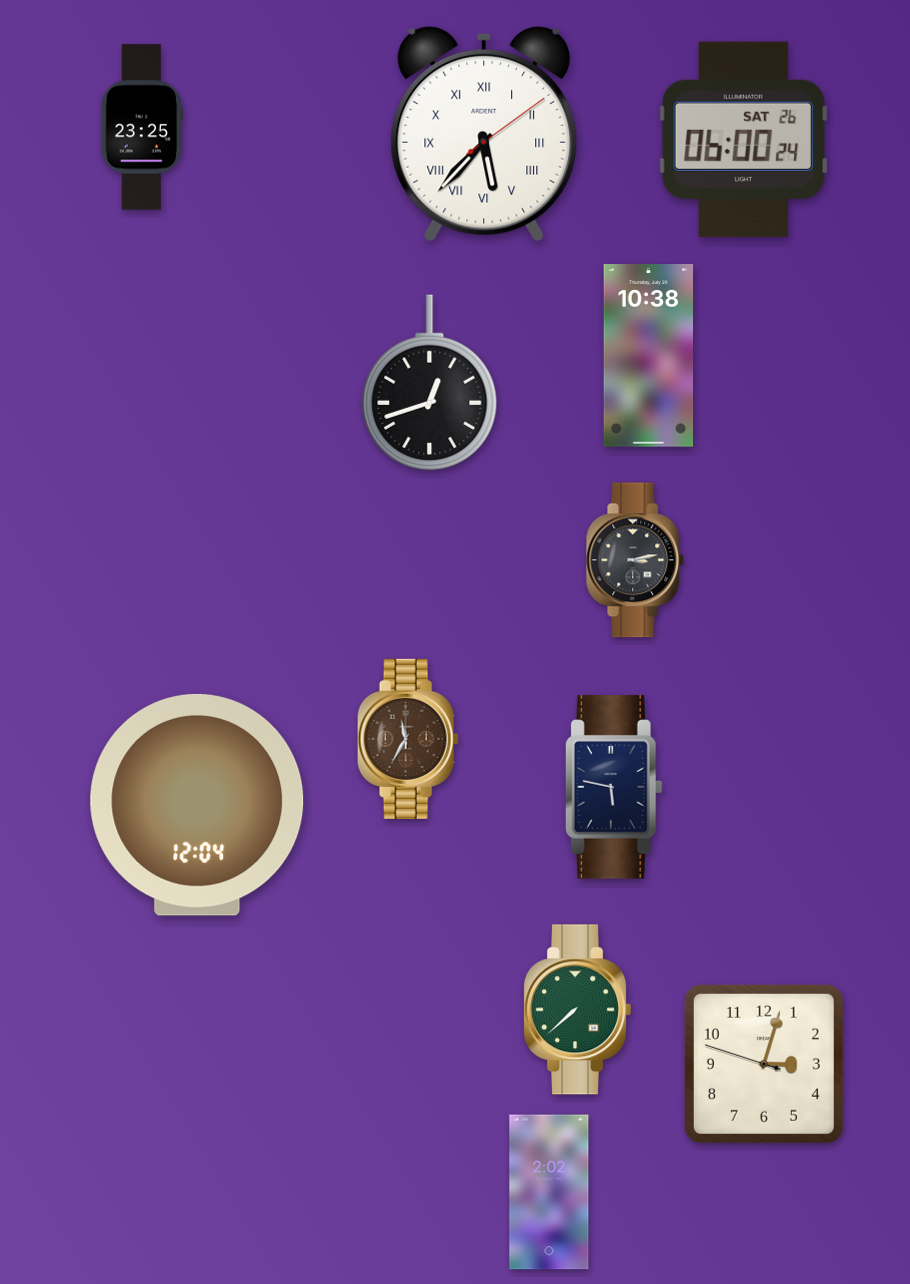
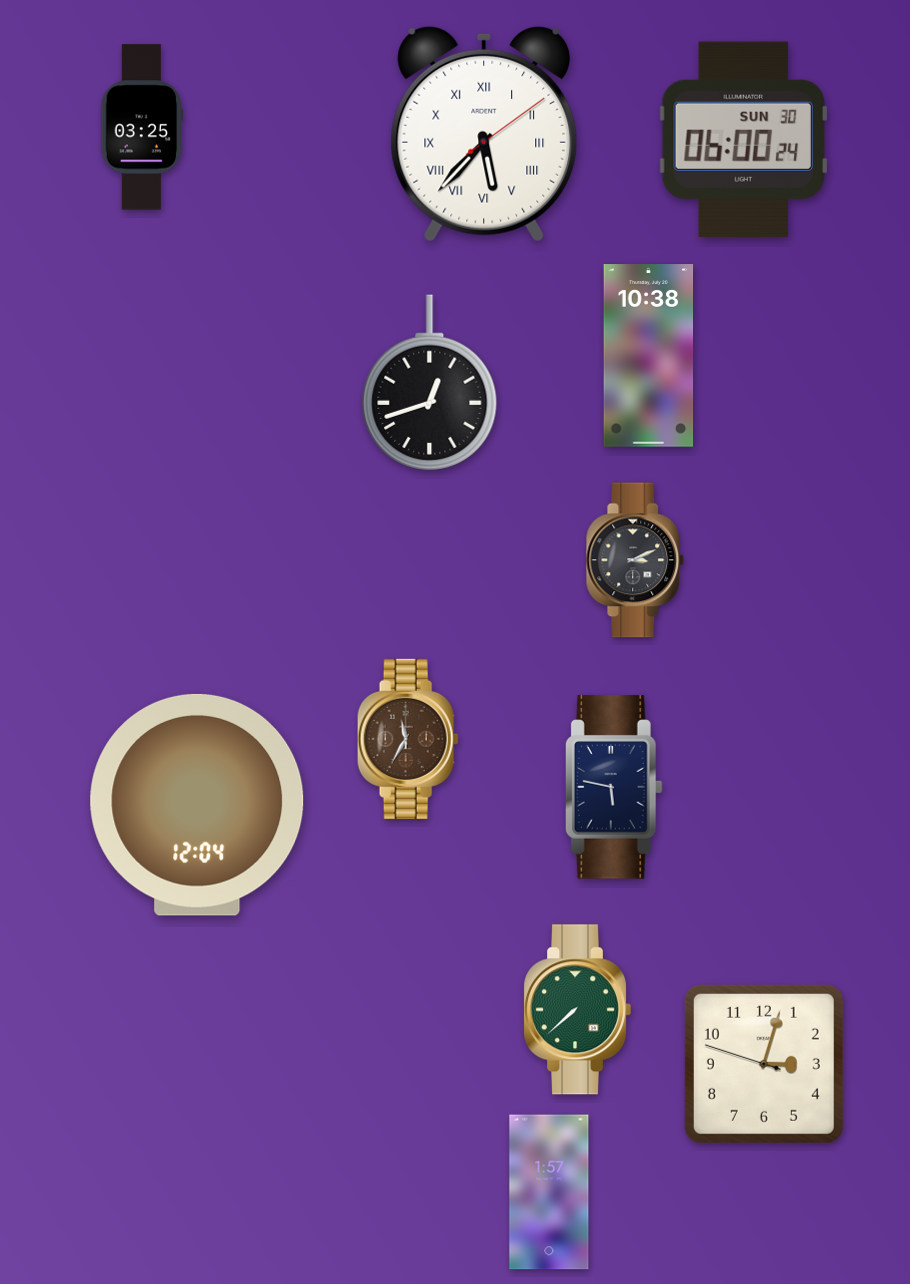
clock at (142, 127): 23:25 -> 03:25
clock at (743, 139) date: SAT 26 -> SUN 30
clock at (635, 560): 3:13 -> 3:11
clock at (549, 1192): 2:02 -> 1:57
